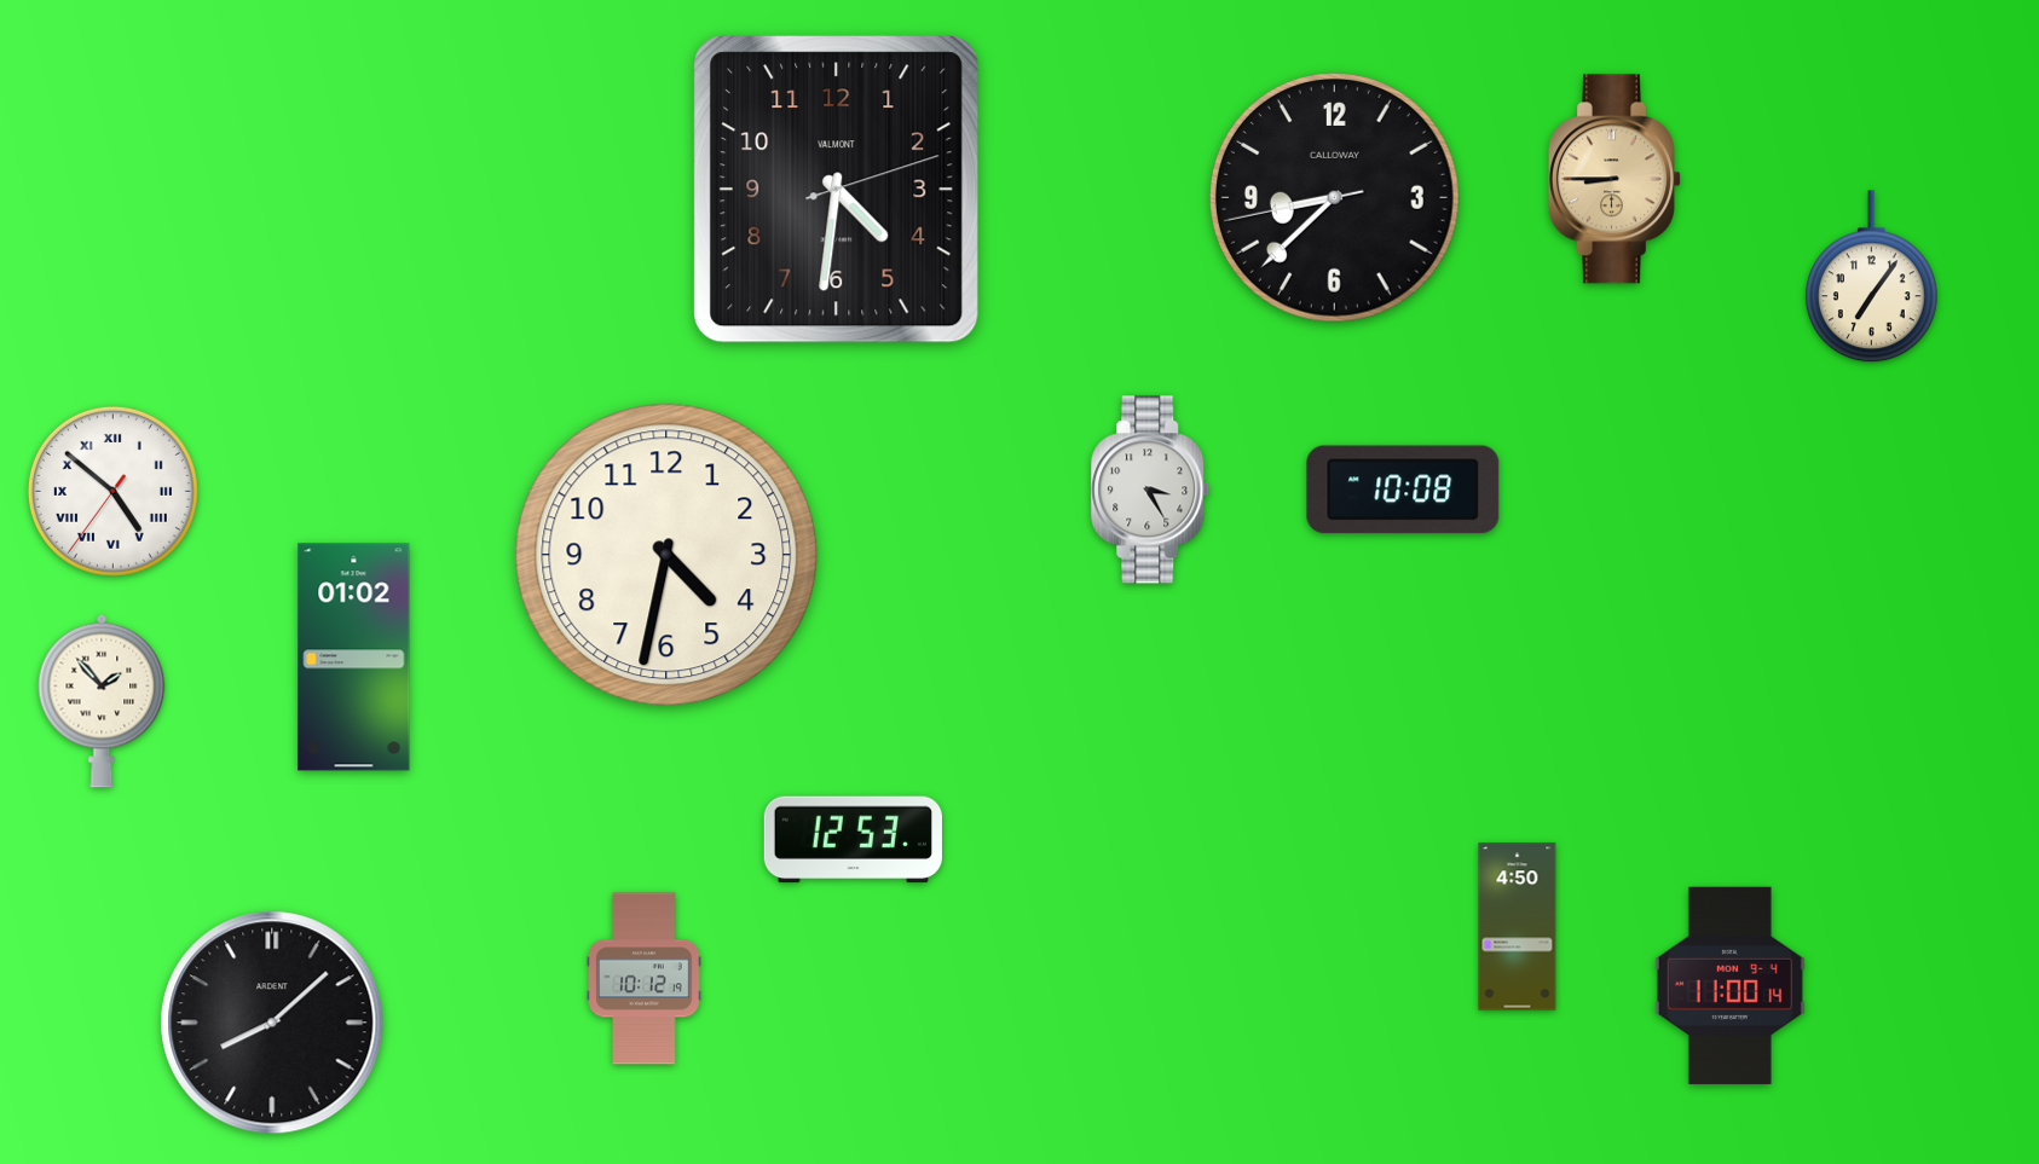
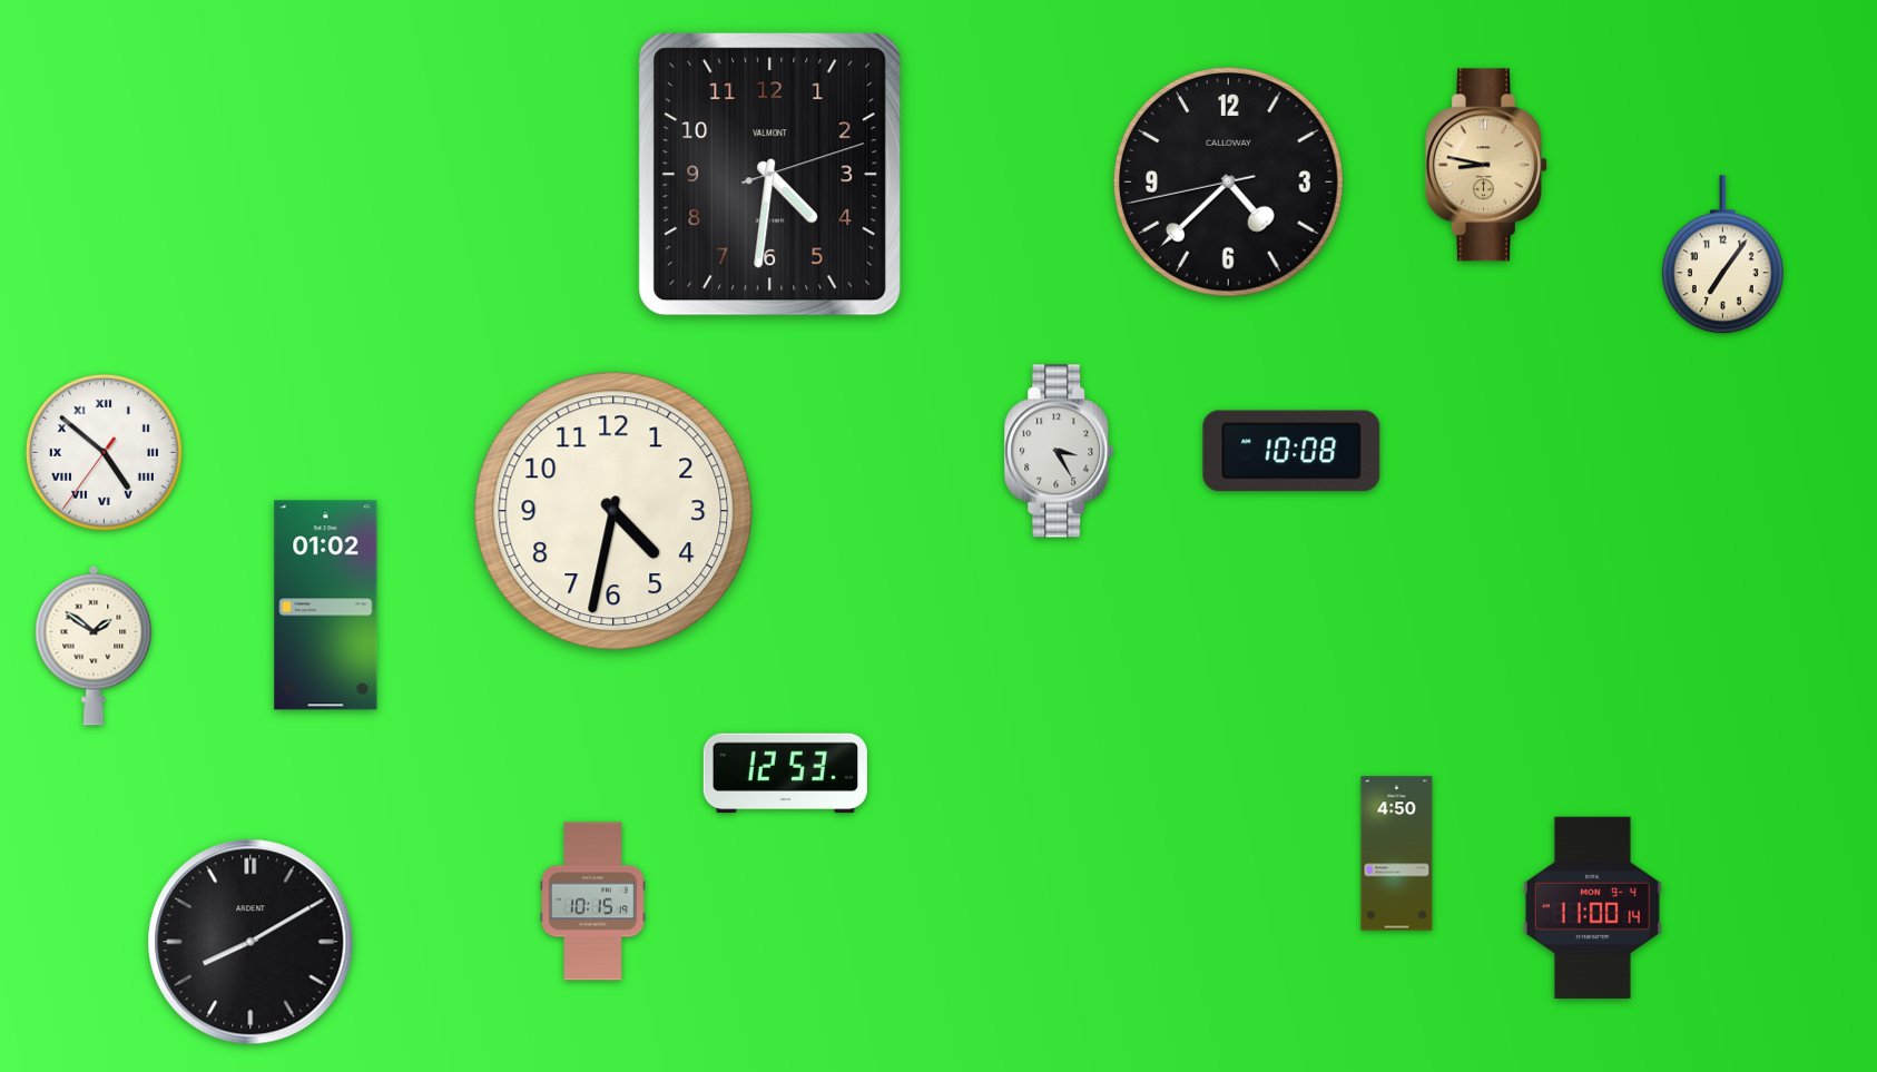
clock at (1615, 179): 8:45 -> 8:47
clock at (1334, 197): 8:37 -> 4:37
clock at (102, 701): 1:53 -> 1:51
clock at (645, 979): 10:12 -> 10:15
clock at (272, 1023): 8:08 -> 8:10
